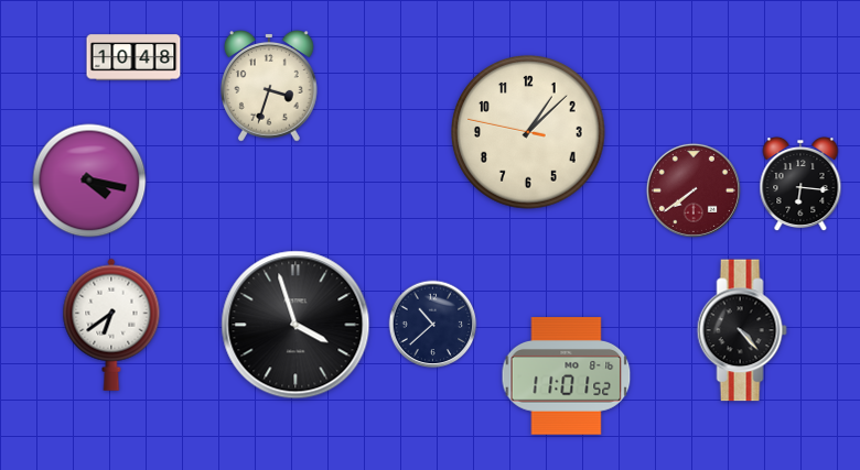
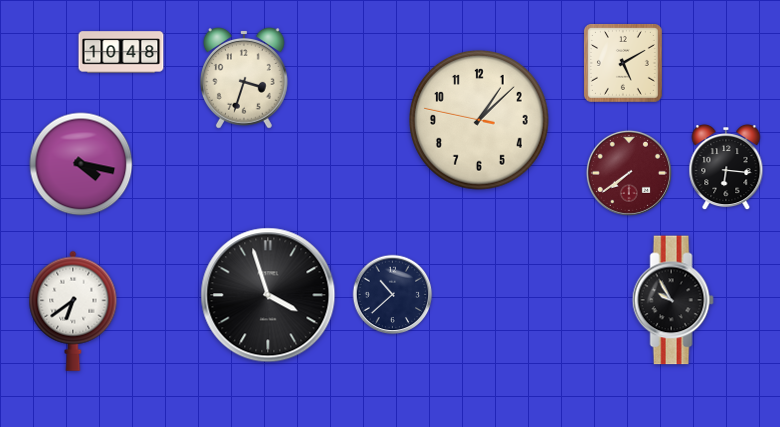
clock at (624, 64): none -> 5:10
clock at (111, 325) position: (111, 325) -> (73, 311)
clock at (742, 330): 4:23 -> 9:55
clock at (567, 376): 11:01 -> none
